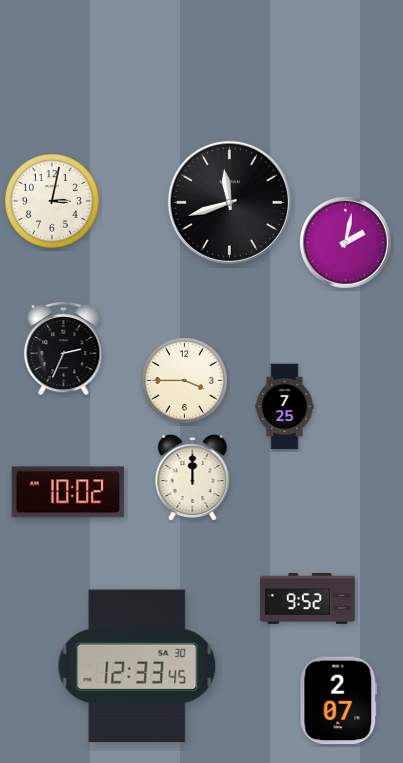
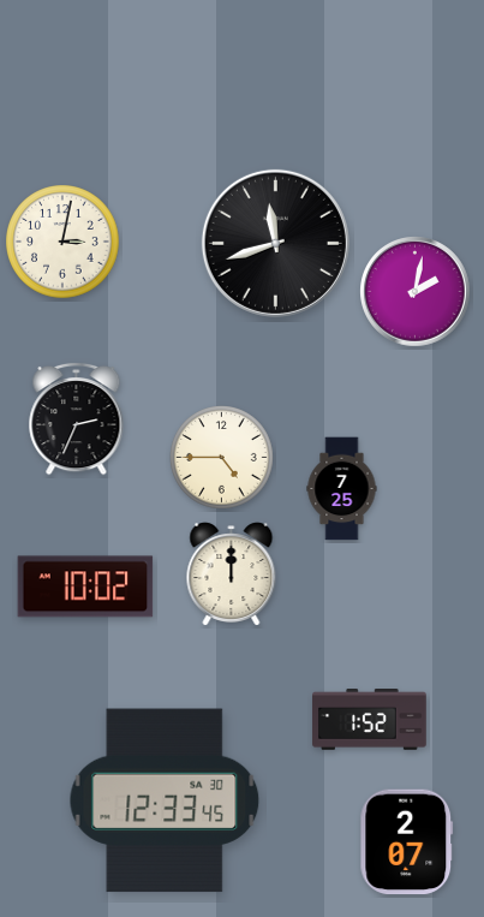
clock at (185, 381): 3:45 -> 4:45
clock at (68, 492) position: (68, 492) -> (85, 586)
clock at (308, 599): 9:52 -> 1:52
